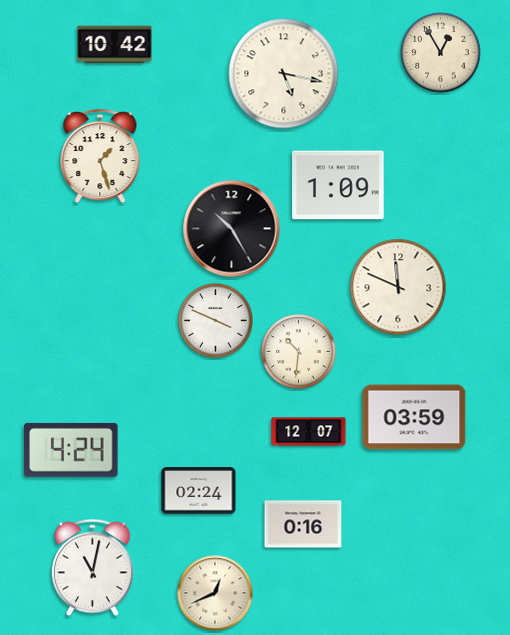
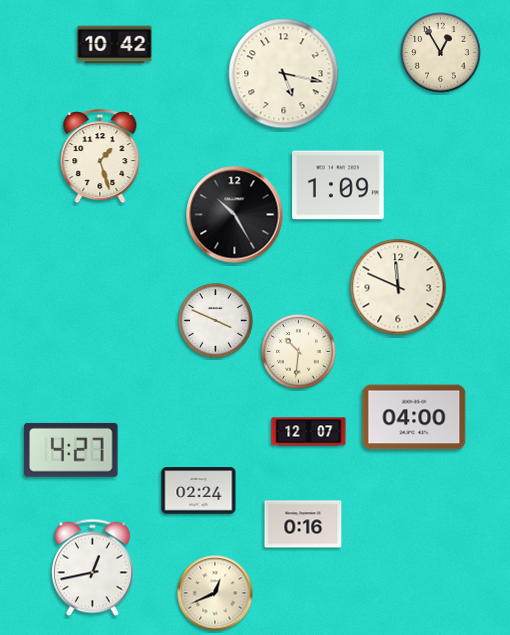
clock at (232, 229) position: (232, 229) -> (235, 215)
clock at (414, 417): 03:59 -> 04:00
clock at (71, 450): 4:24 -> 4:27
clock at (93, 568): 11:02 -> 12:43
